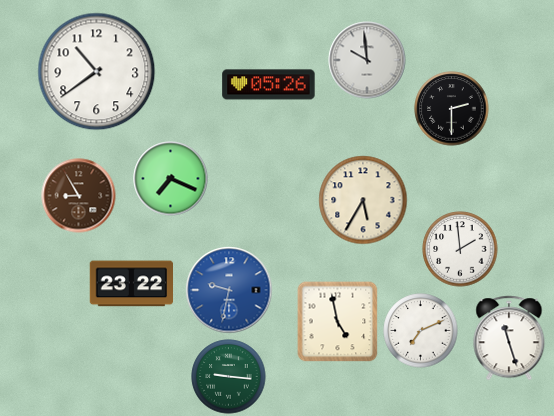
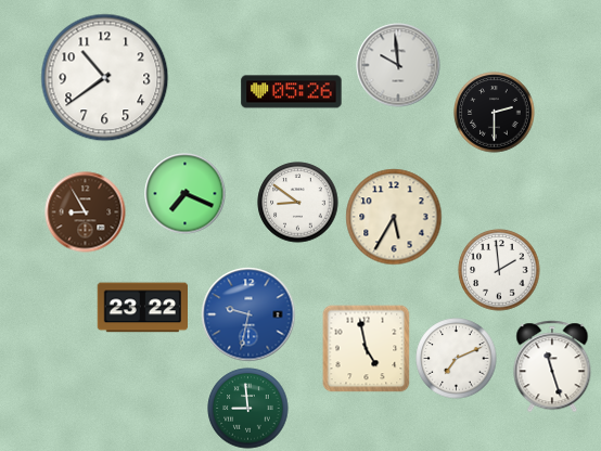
clock at (452, 109) position: (452, 109) -> (495, 113)
clock at (298, 203): none -> 8:51
clock at (229, 377): 9:16 -> 8:59
